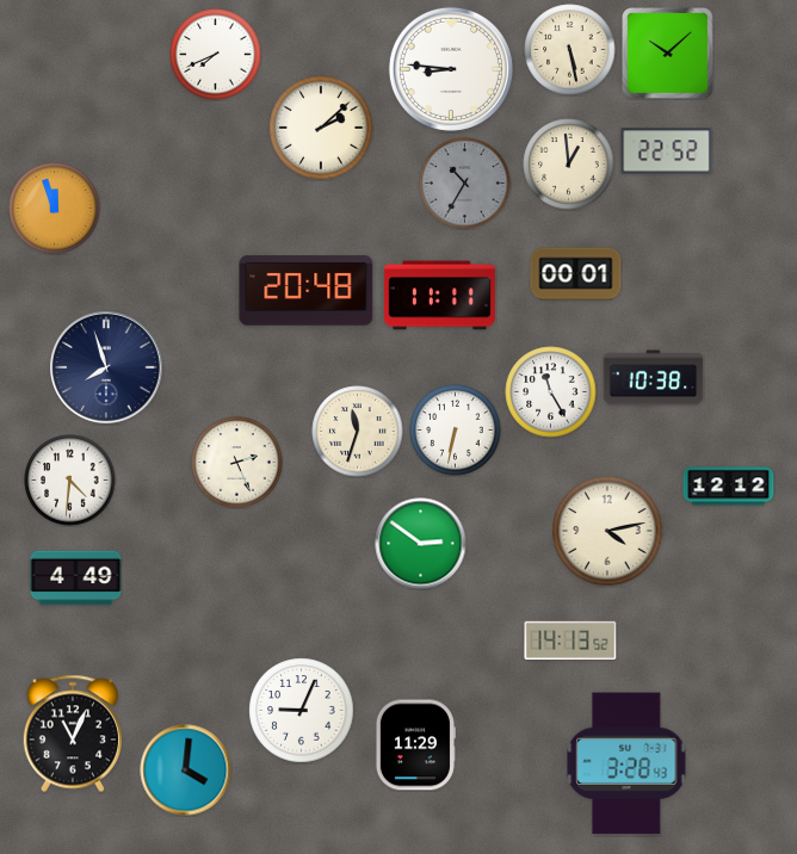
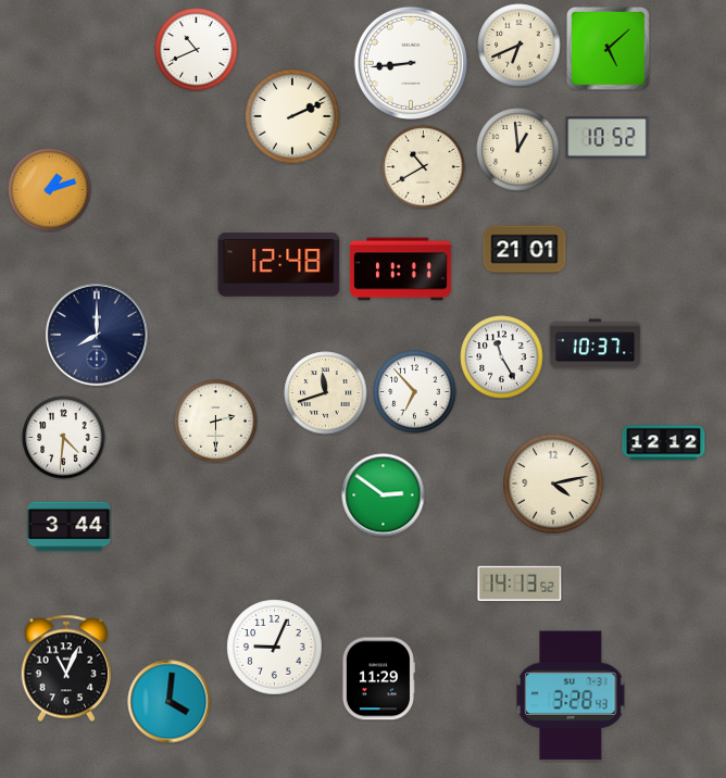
clock at (570, 50): 5:28 -> 6:41
clock at (668, 54): 10:08 -> 5:08
clock at (216, 55): 7:41 -> 10:41
clock at (451, 69): 8:46 -> 8:44
clock at (321, 128): 2:08 -> 2:11
clock at (667, 151): 22:52 -> 10:52
clock at (465, 184): 10:35 -> 10:40
clock at (465, 184) dial: grey -> cream
clock at (55, 209): 11:57 -> 1:12
clock at (576, 274): 00:01 -> 21:01
clock at (307, 291): 20:48 -> 12:48
clock at (107, 369): 7:57 -> 8:00
clock at (654, 378): 10:38 -> 10:37
clock at (456, 431): 6:32 -> 6:53
clock at (358, 432): 11:33 -> 11:42
clock at (237, 463): 2:26 -> 2:30
clock at (76, 578): 4:49 -> 3:44
